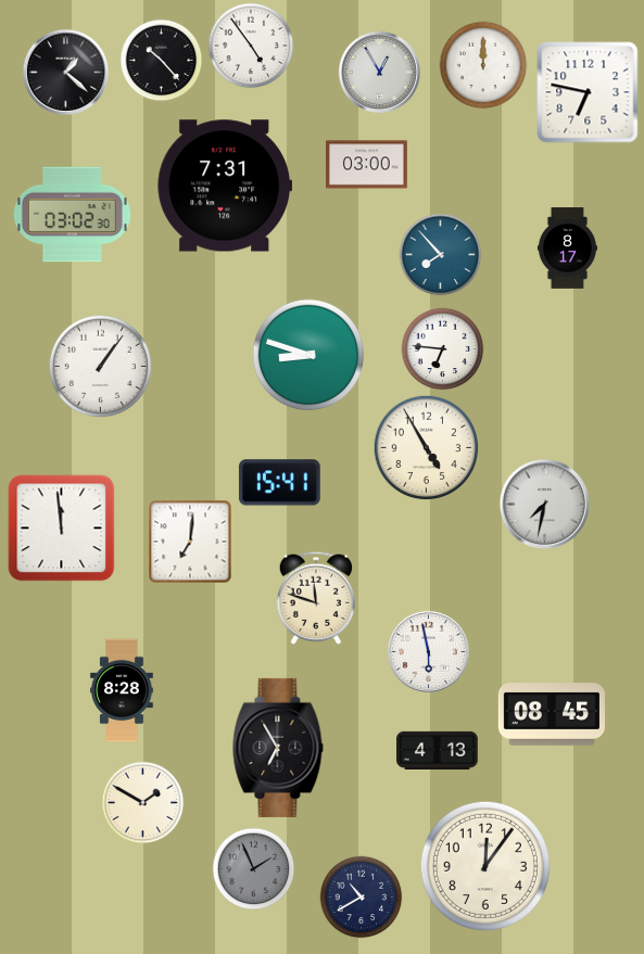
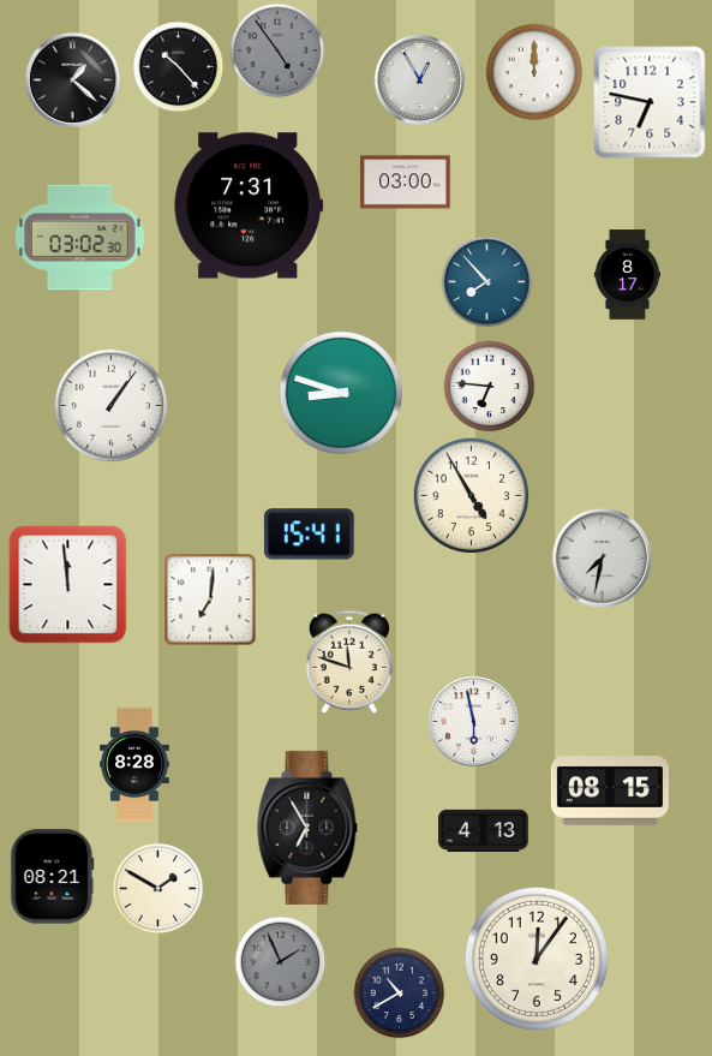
clock at (251, 46) dial: white -> grey
clock at (552, 714): 08:45 -> 08:15
clock at (53, 877): none -> 08:21
